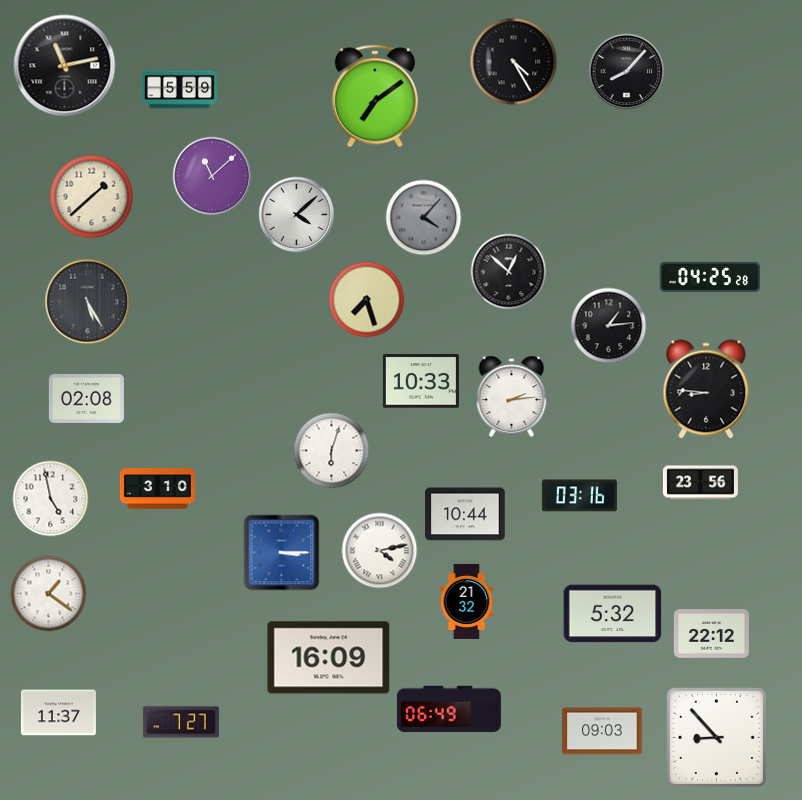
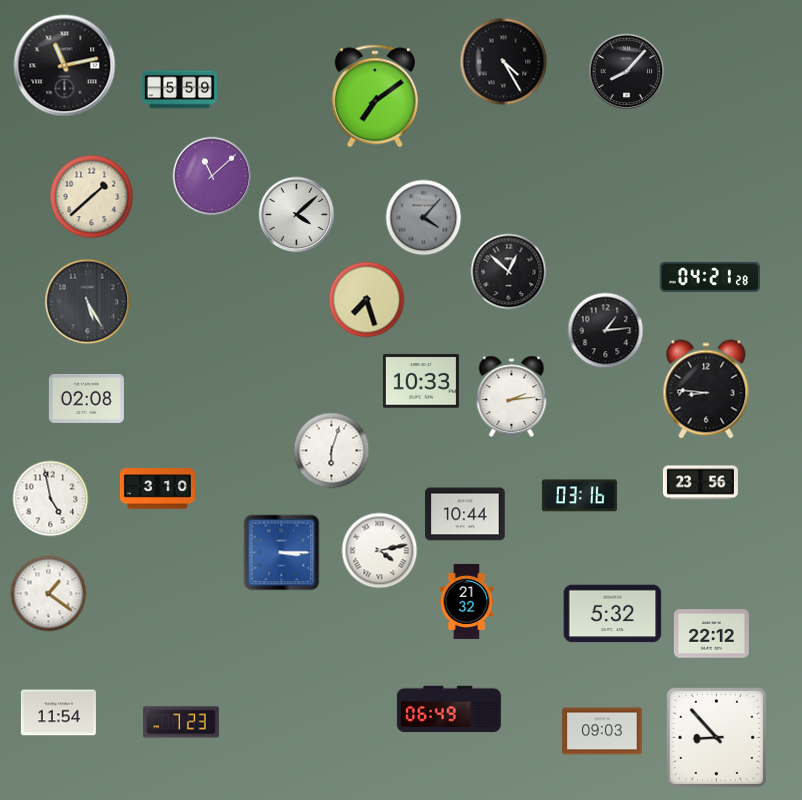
clock at (514, 62) position: (514, 62) -> (504, 62)
clock at (710, 277): 04:25 -> 04:21
clock at (609, 326) position: (609, 326) -> (606, 331)
clock at (329, 658): 16:09 -> none
clock at (58, 713): 11:37 -> 11:54
clock at (181, 722): 7:27 -> 7:23
